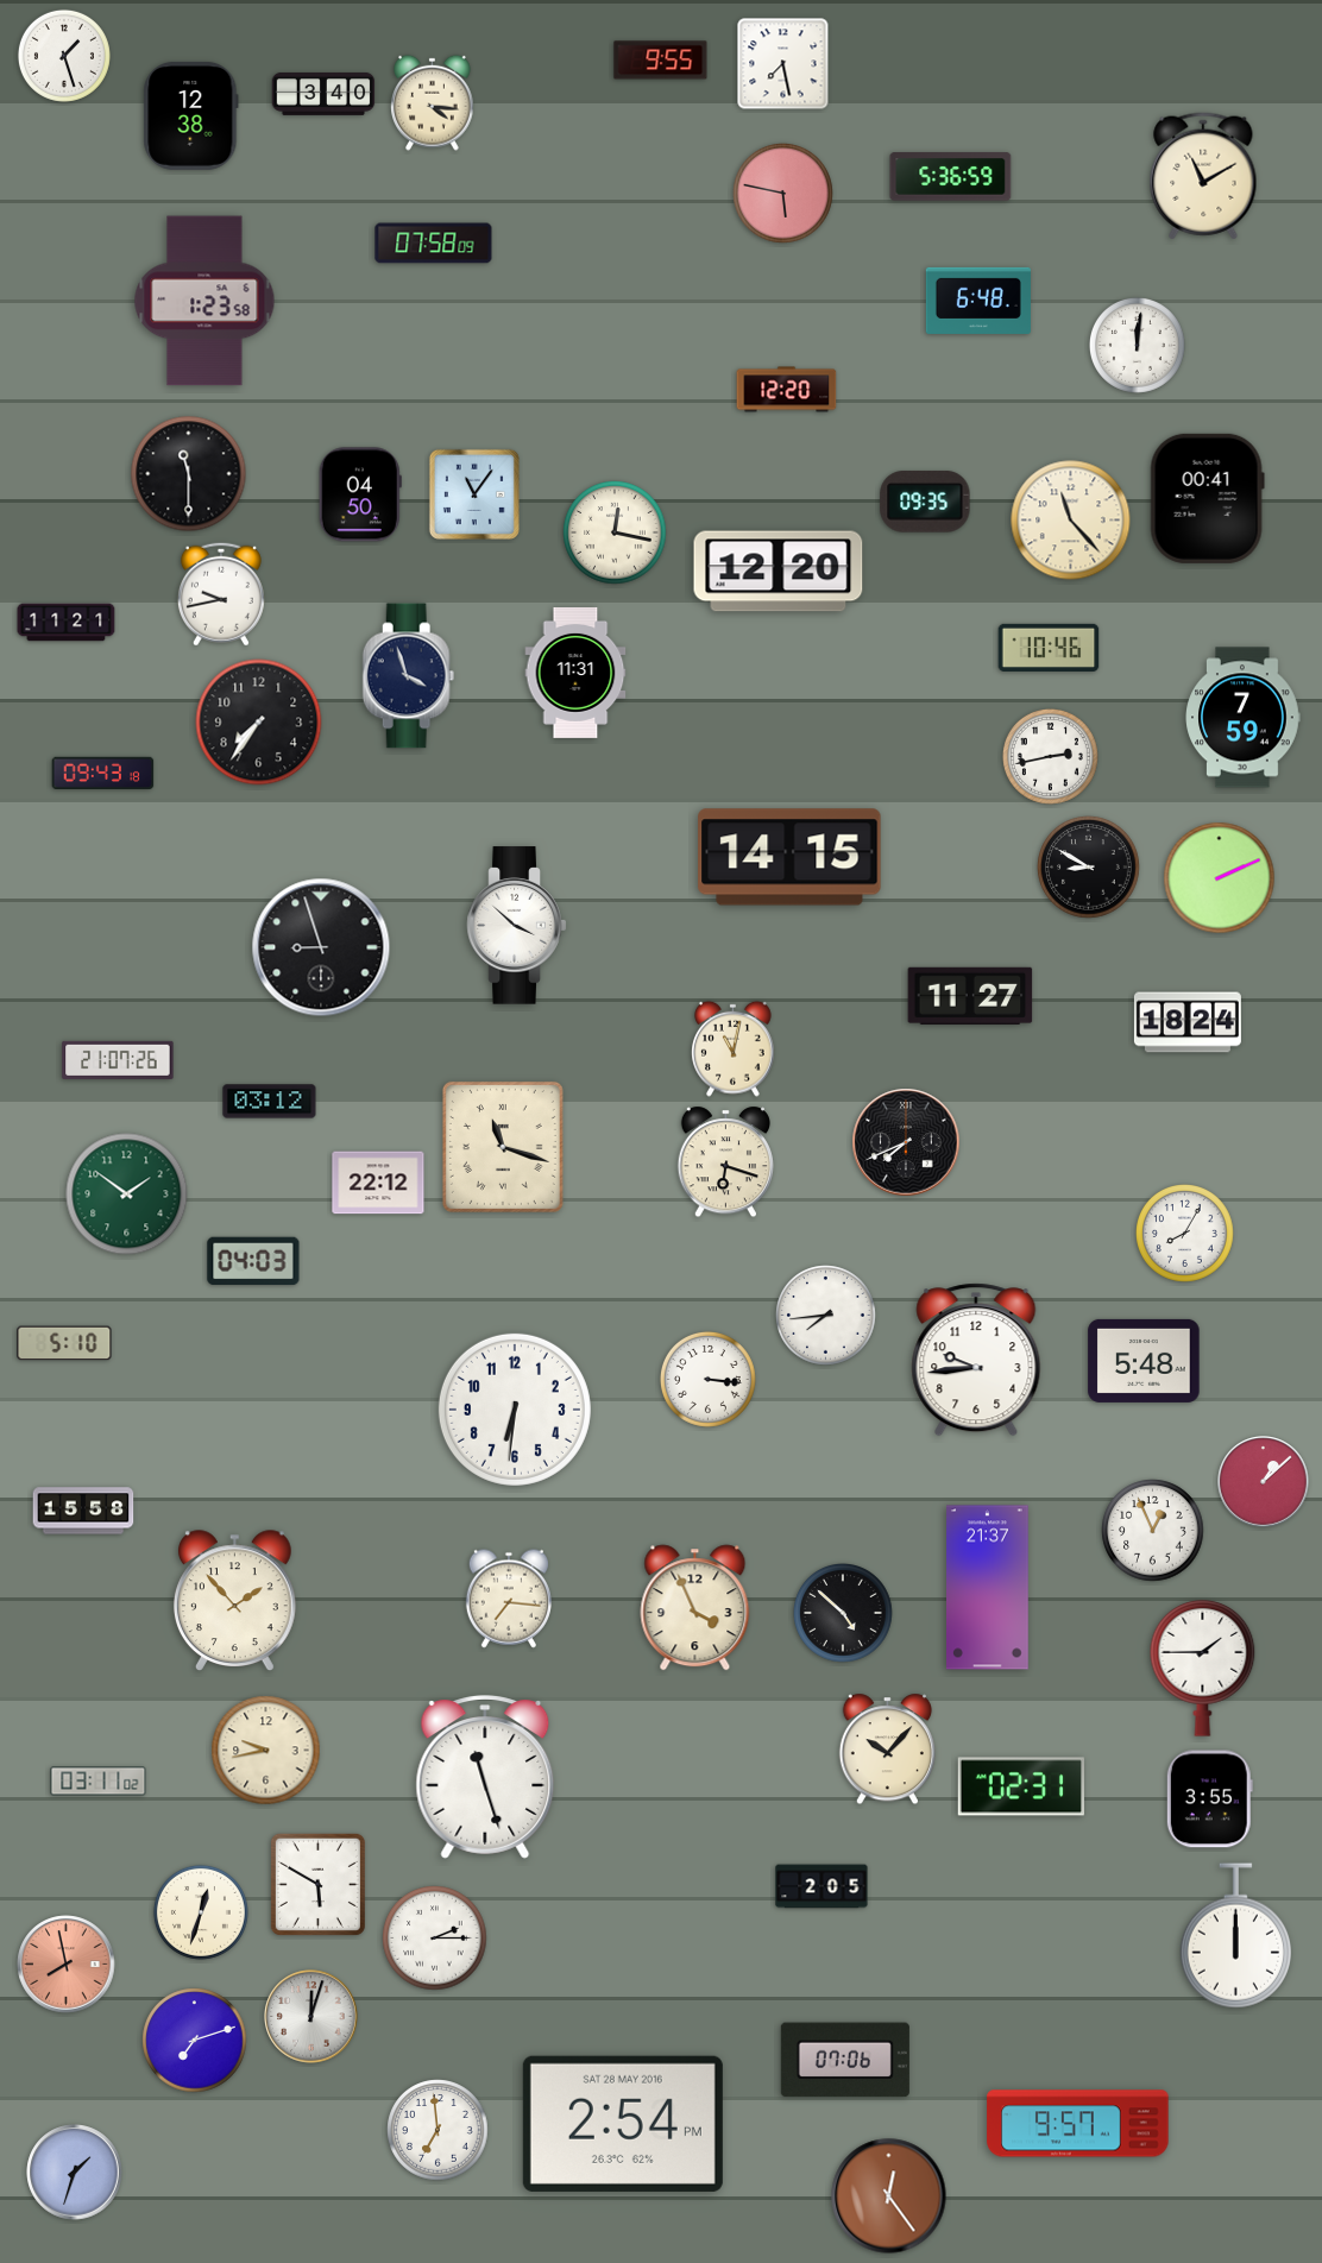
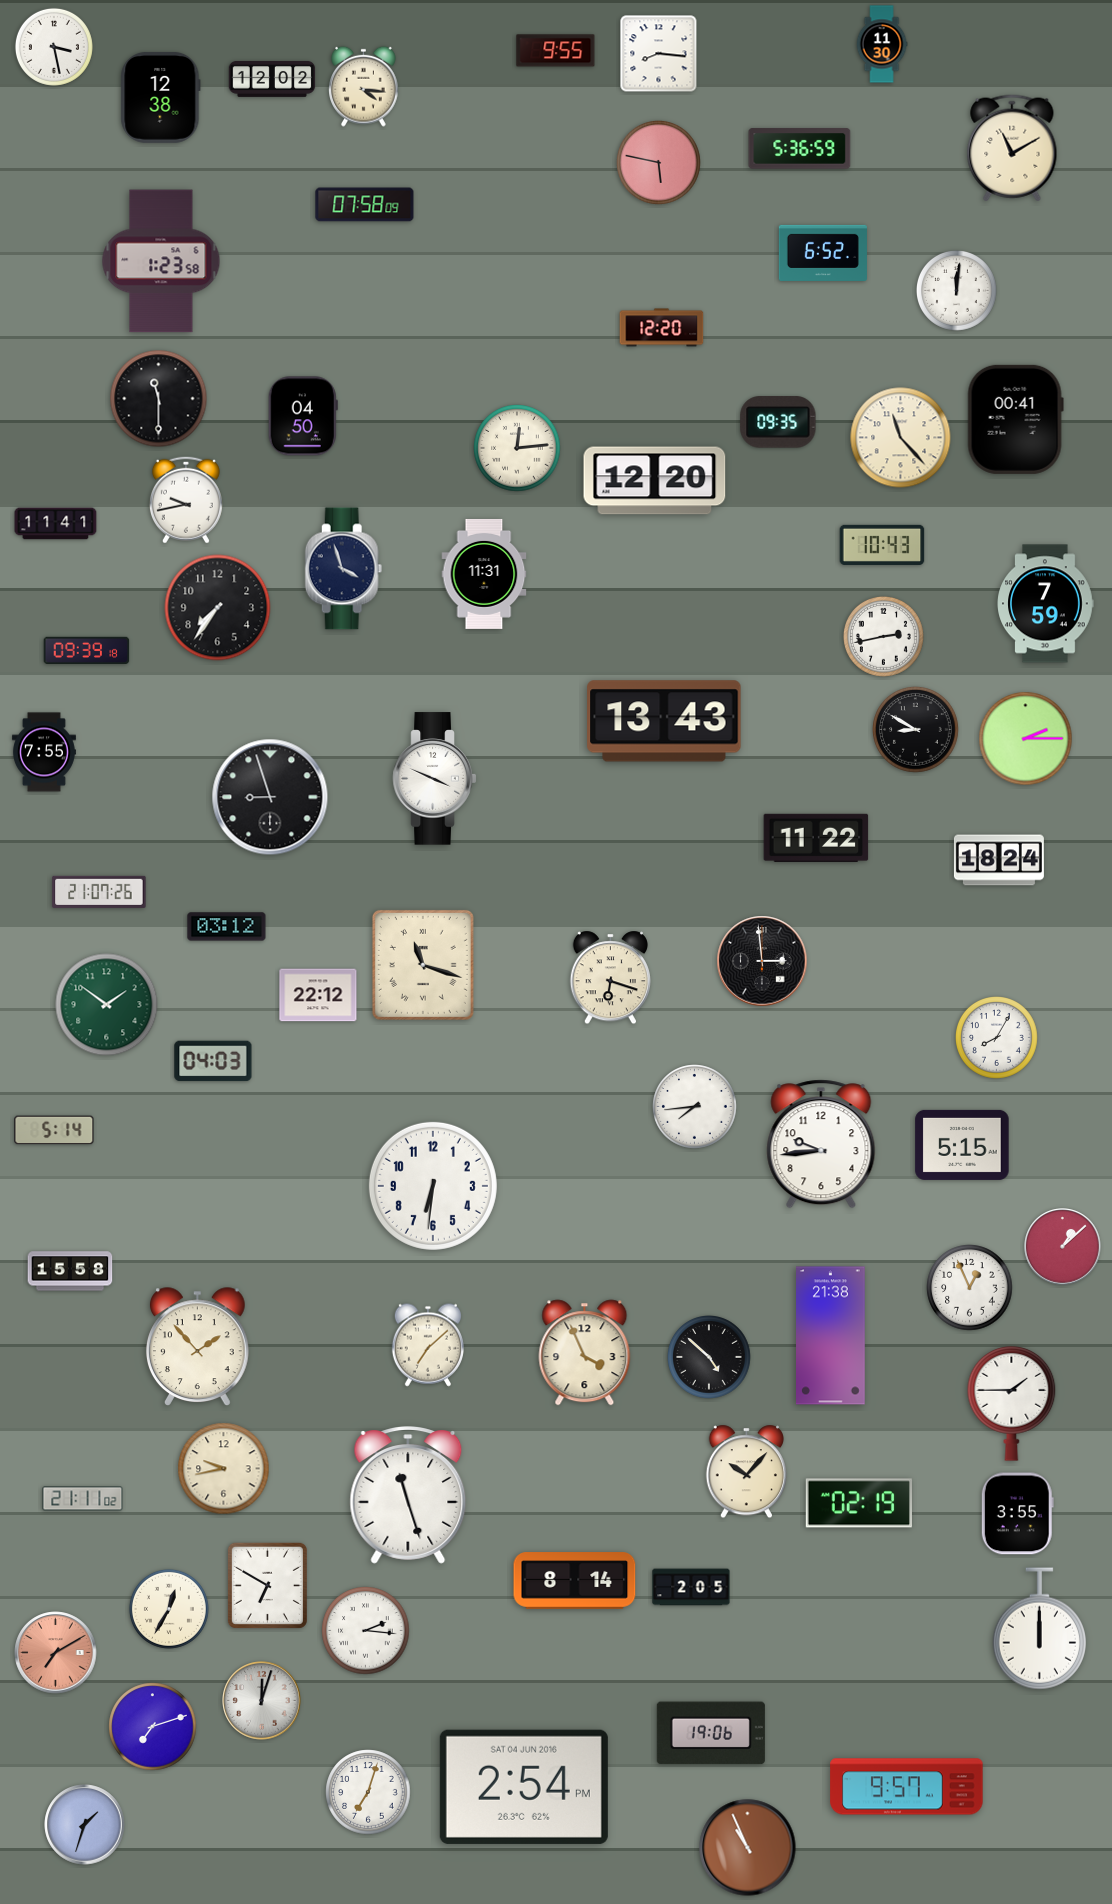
clock at (882, 44): none -> 11:30
clock at (64, 56): 1:27 -> 3:28
clock at (783, 64): 7:28 -> 8:16
clock at (323, 94): 3:40 -> 12:02
clock at (204, 301) position: (204, 301) -> (161, 261)
clock at (978, 301): 6:48 -> 6:52
clock at (474, 494): 11:06 -> none
clock at (615, 532): 12:17 -> 12:14
clock at (67, 623): 11:21 -> 11:41
clock at (1049, 648): 10:46 -> 10:43
clock at (575, 673) position: (575, 673) -> (484, 574)
clock at (103, 774): 09:43 -> 09:39
clock at (789, 857): 14:15 -> 13:43
clock at (1220, 878): 2:11 -> 2:15
clock at (44, 752): none -> 7:55
clock at (517, 926): 3:52 -> 3:49
clock at (970, 996): 11:27 -> 11:22
clock at (734, 1048): 11:02 -> none
clock at (906, 1142): 7:41 -> 2:59
clock at (64, 1343): 5:10 -> 5:14
clock at (1144, 1361): 5:48 -> 5:15
clock at (707, 1379): 3:16 -> none
clock at (988, 1588): 21:37 -> 21:38
clock at (509, 1599): 7:16 -> 7:08
clock at (266, 1751) position: (266, 1751) -> (224, 1469)
clock at (99, 1782): 03:11 -> 21:11
clock at (1020, 1786): 02:31 -> 02:19
clock at (575, 1581): none -> 8:14
clock at (317, 1884): 5:50 -> 6:50
clock at (201, 1912): 12:33 -> 12:35
clock at (435, 1939): 2:15 -> 2:16
clock at (67, 1965): 7:58 -> 7:10
clock at (311, 2017) position: (311, 2017) -> (262, 1701)
clock at (195, 2041) position: (195, 2041) -> (153, 1727)
clock at (845, 2060): 07:06 -> 19:06
clock at (623, 2124) date: SAT 28 MAY 2016 -> SAT 04 JUN 2016
clock at (437, 2130): 6:59 -> 7:03
clock at (75, 2173) position: (75, 2173) -> (85, 1825)
clock at (889, 2196): 12:24 -> 10:56
